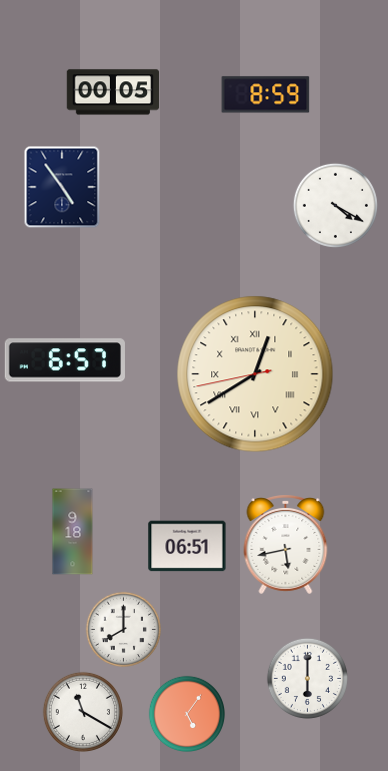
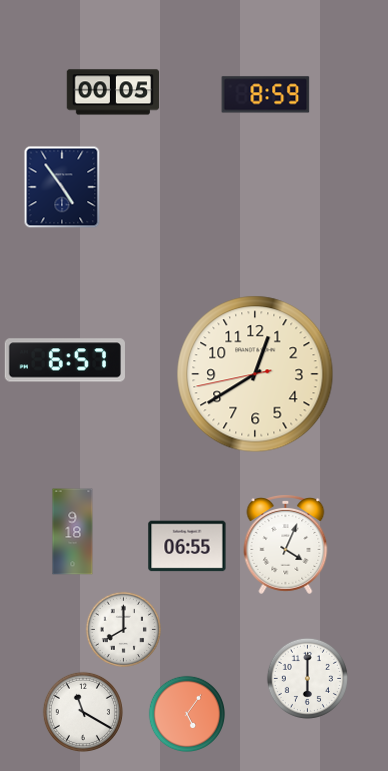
clock at (335, 205): 4:20 -> none
clock at (255, 374) numerals: Roman -> Arabic
clock at (286, 545): 5:43 -> 4:04
clock at (187, 546): 06:51 -> 06:55
